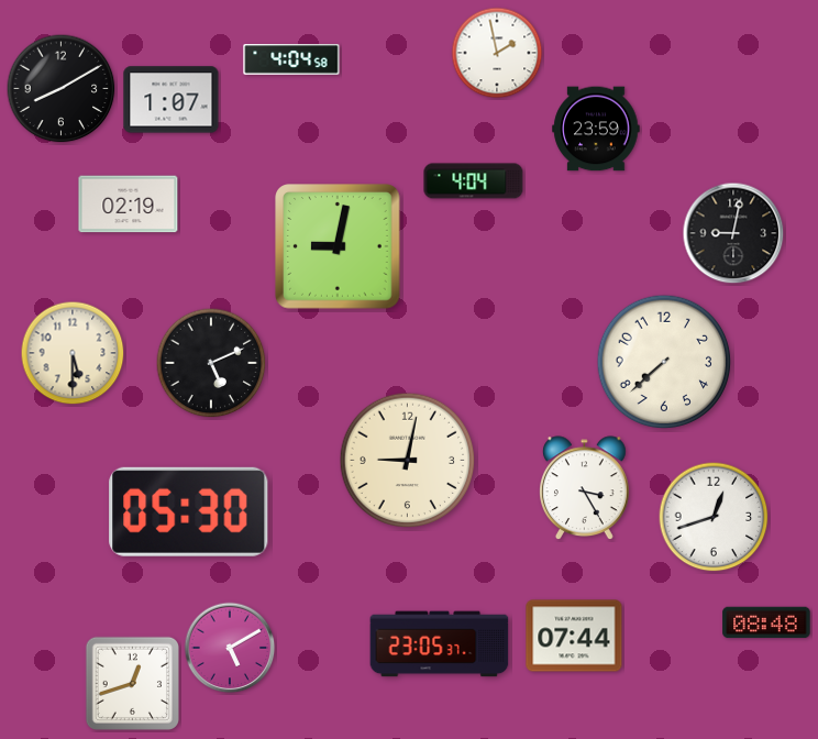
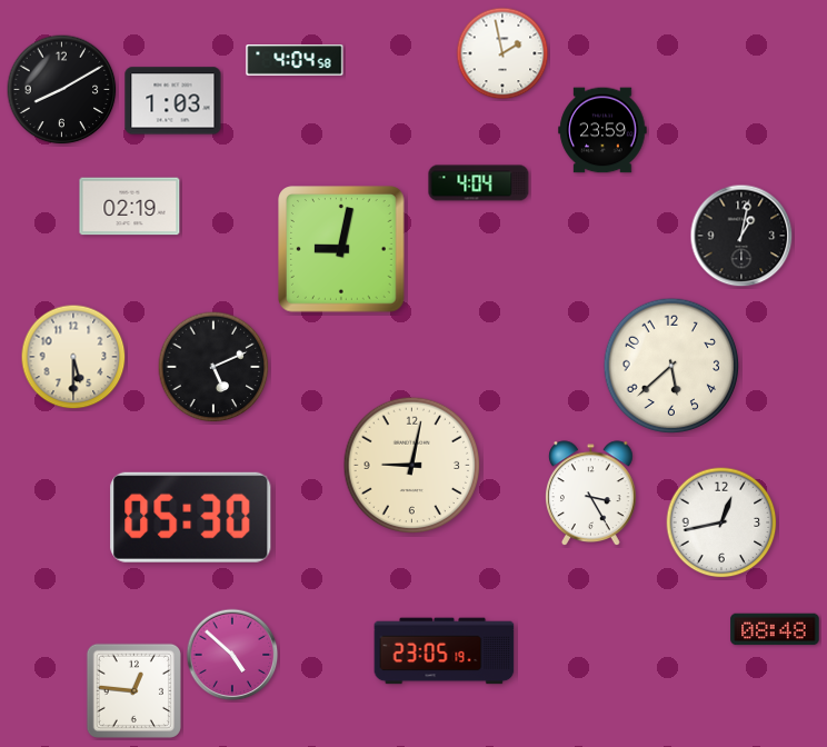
clock at (172, 100): 1:07 -> 1:03
clock at (733, 233): 9:02 -> 1:02
clock at (664, 362): 7:38 -> 5:38
clock at (714, 517): 12:42 -> 12:43
clock at (574, 636): 07:44 -> none
clock at (440, 644): 23:05:37 -> 23:05:19
clock at (230, 648): 5:10 -> 4:52
clock at (132, 683): 12:42 -> 12:46
